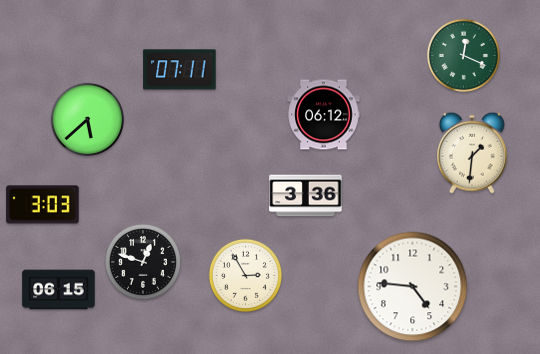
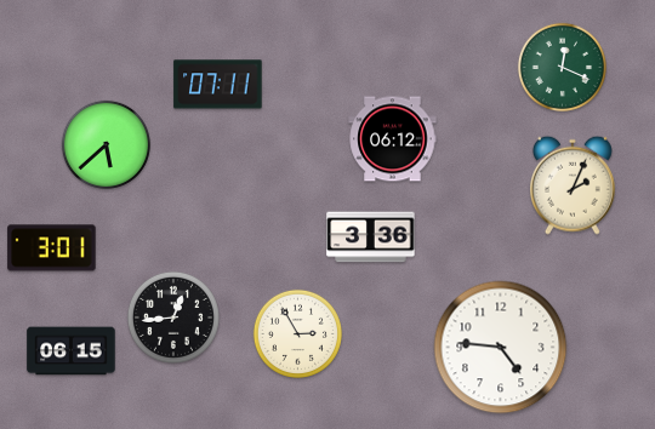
clock at (473, 153): 1:31 -> 2:04
clock at (43, 205): 3:03 -> 3:01
clock at (143, 262): 12:48 -> 12:44
